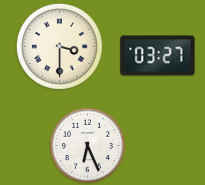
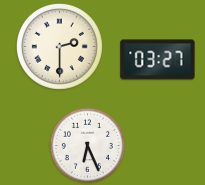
clock at (59, 46): 3:30 -> 2:30
clock at (158, 56) position: (158, 56) -> (158, 60)
